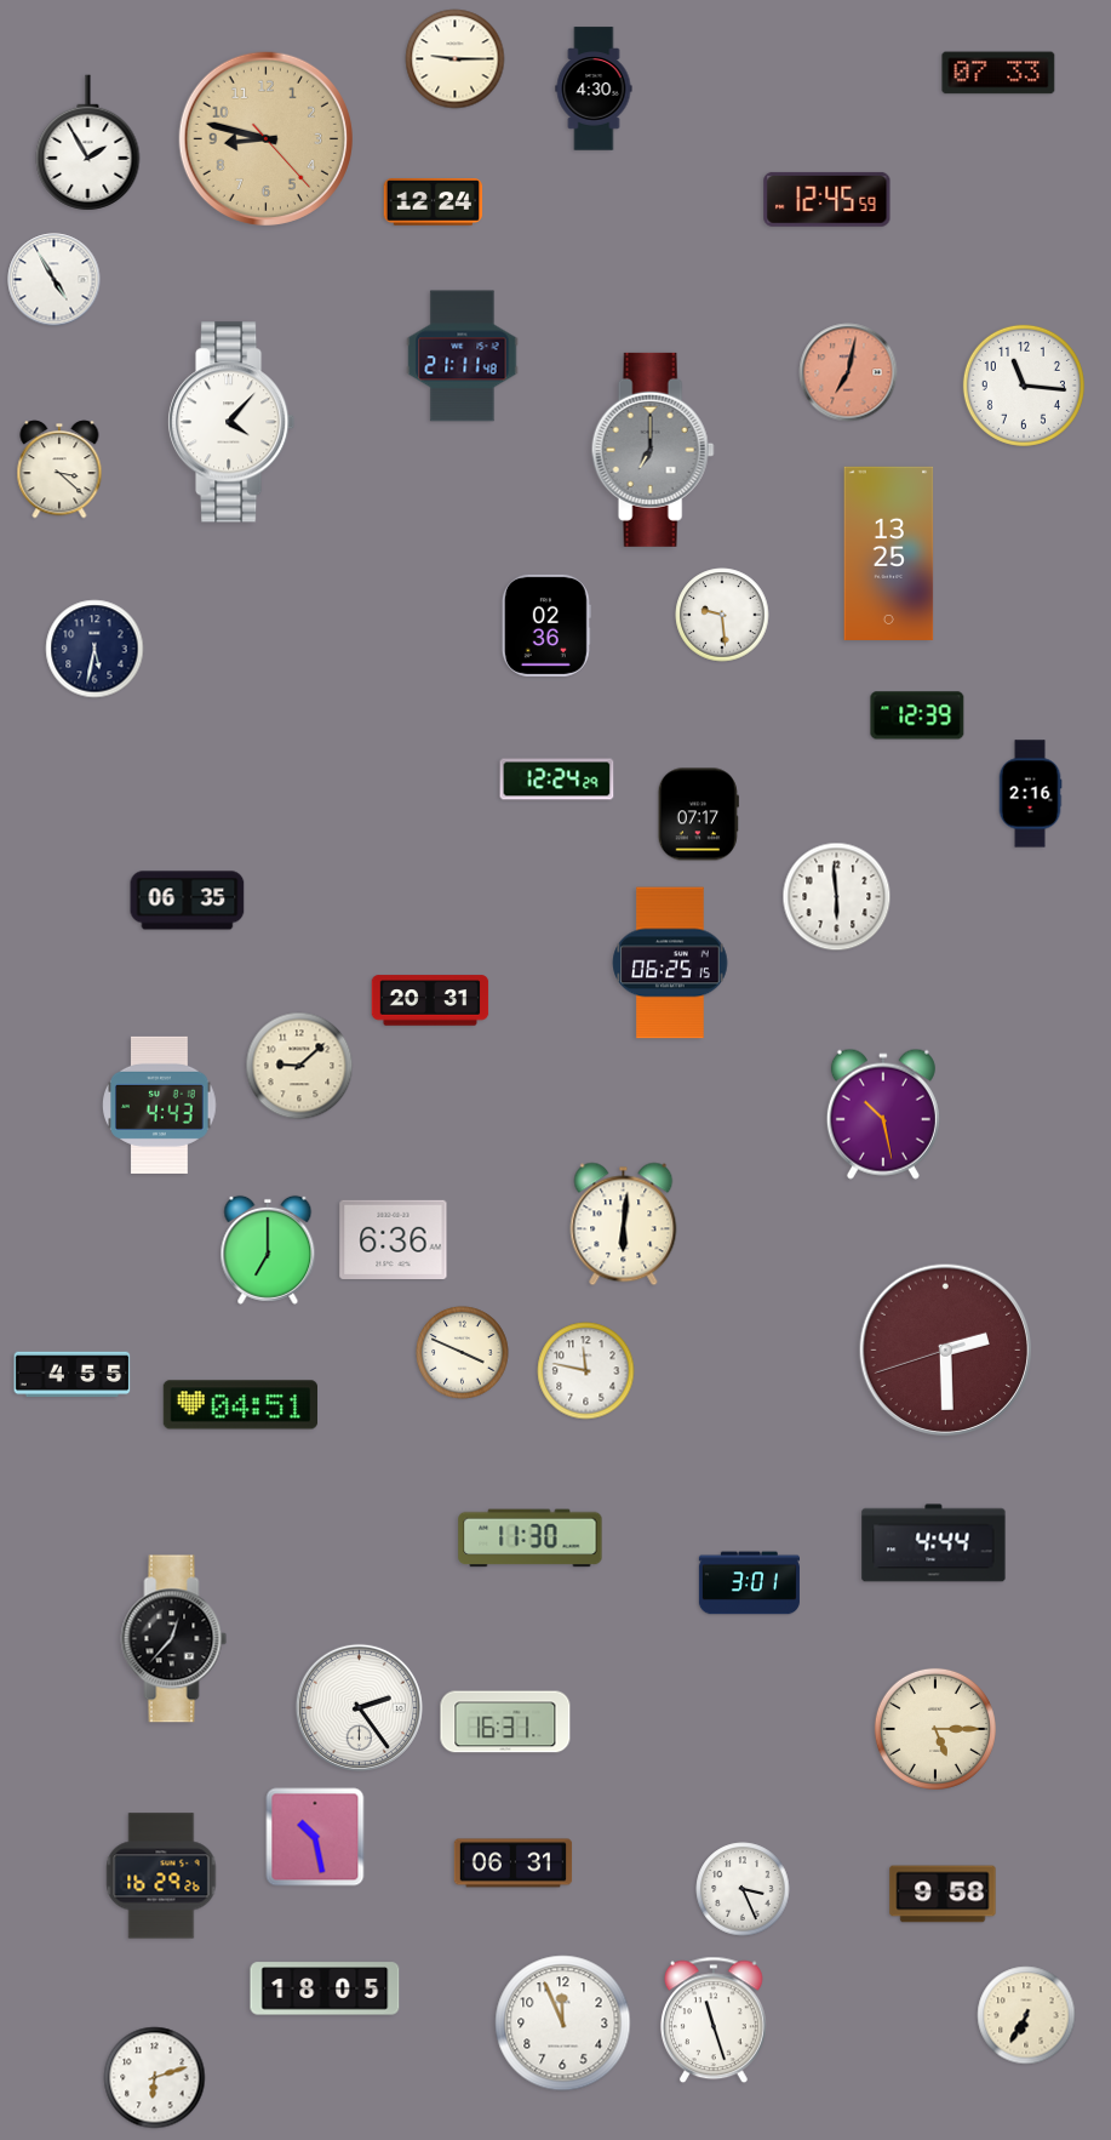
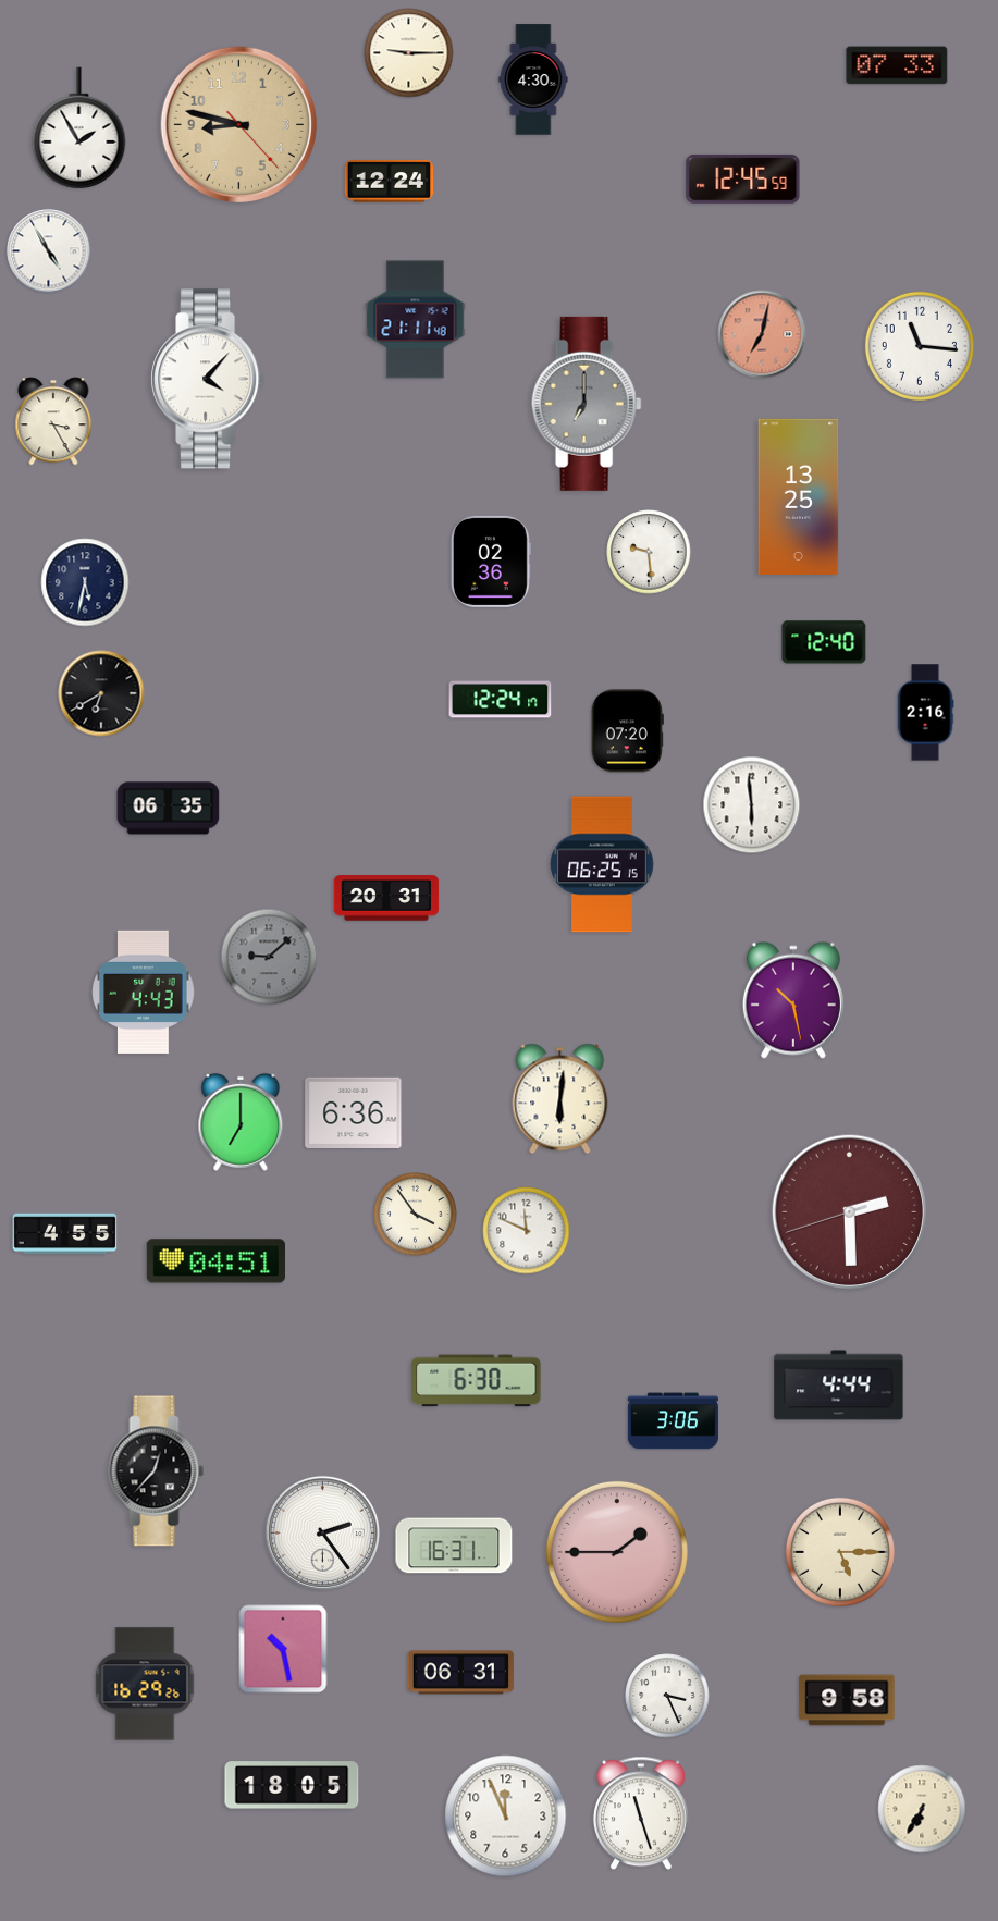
clock at (59, 469): 3:22 -> 3:25
clock at (917, 715): 12:39 -> 12:40
clock at (101, 693): none -> 6:40
clock at (557, 780): 12:24:29 -> 12:24:17
clock at (698, 815): 07:17 -> 07:20
clock at (299, 1066) dial: cream -> grey
clock at (463, 1353): 3:49 -> 3:54
clock at (586, 1371): 11:47 -> 11:49
clock at (531, 1539): 11:30 -> 6:30
clock at (749, 1583): 3:01 -> 3:06
clock at (617, 1552): none -> 1:45
clock at (155, 2078): 6:12 -> none
